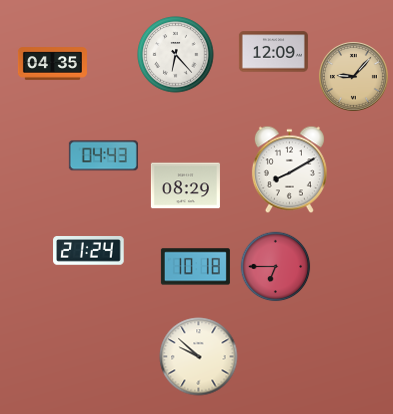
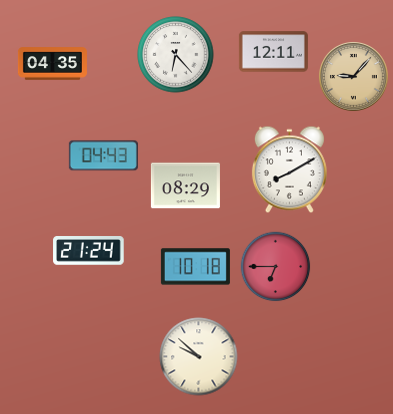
clock at (273, 52): 12:09 -> 12:11
